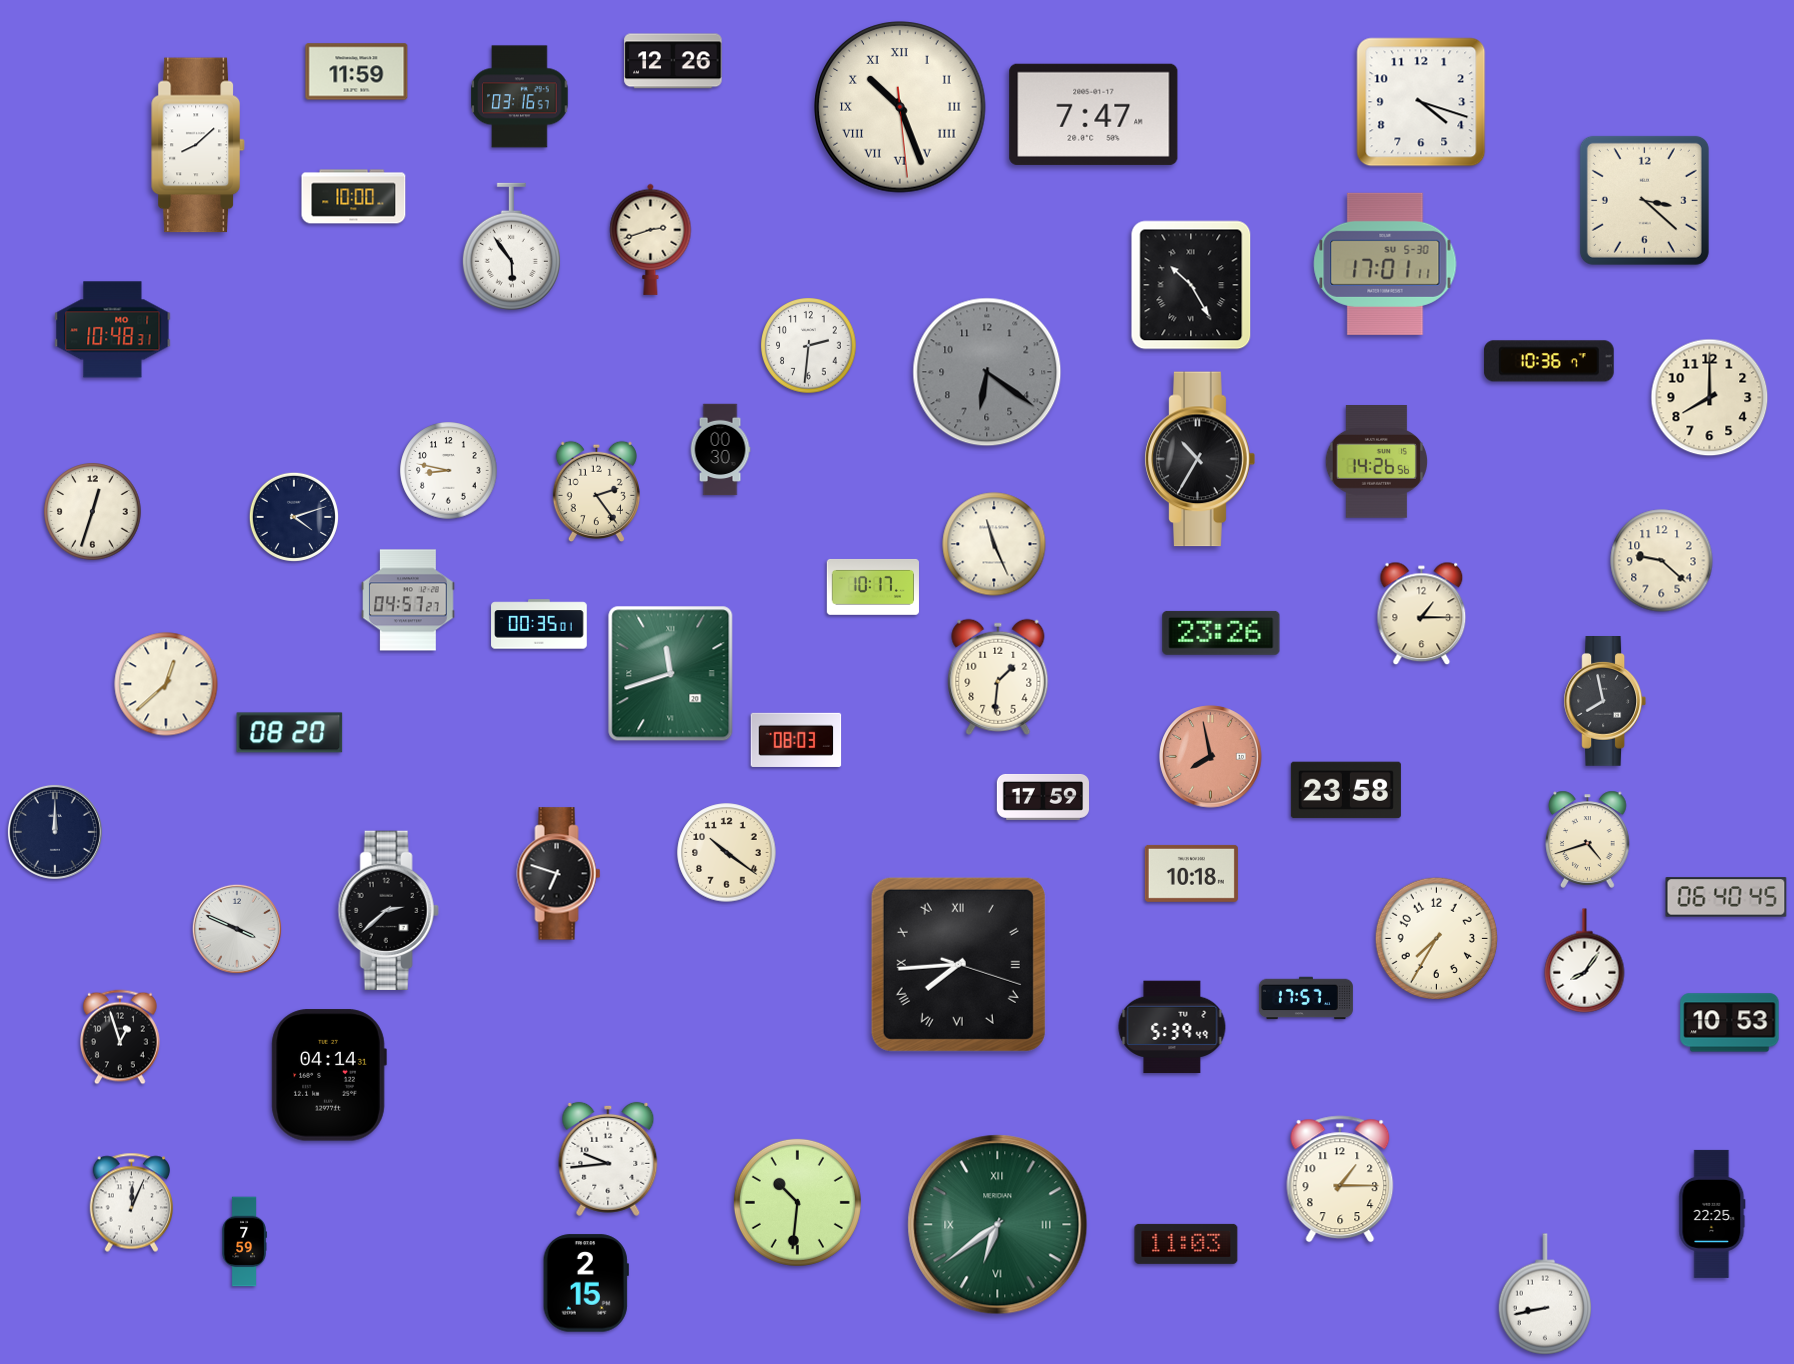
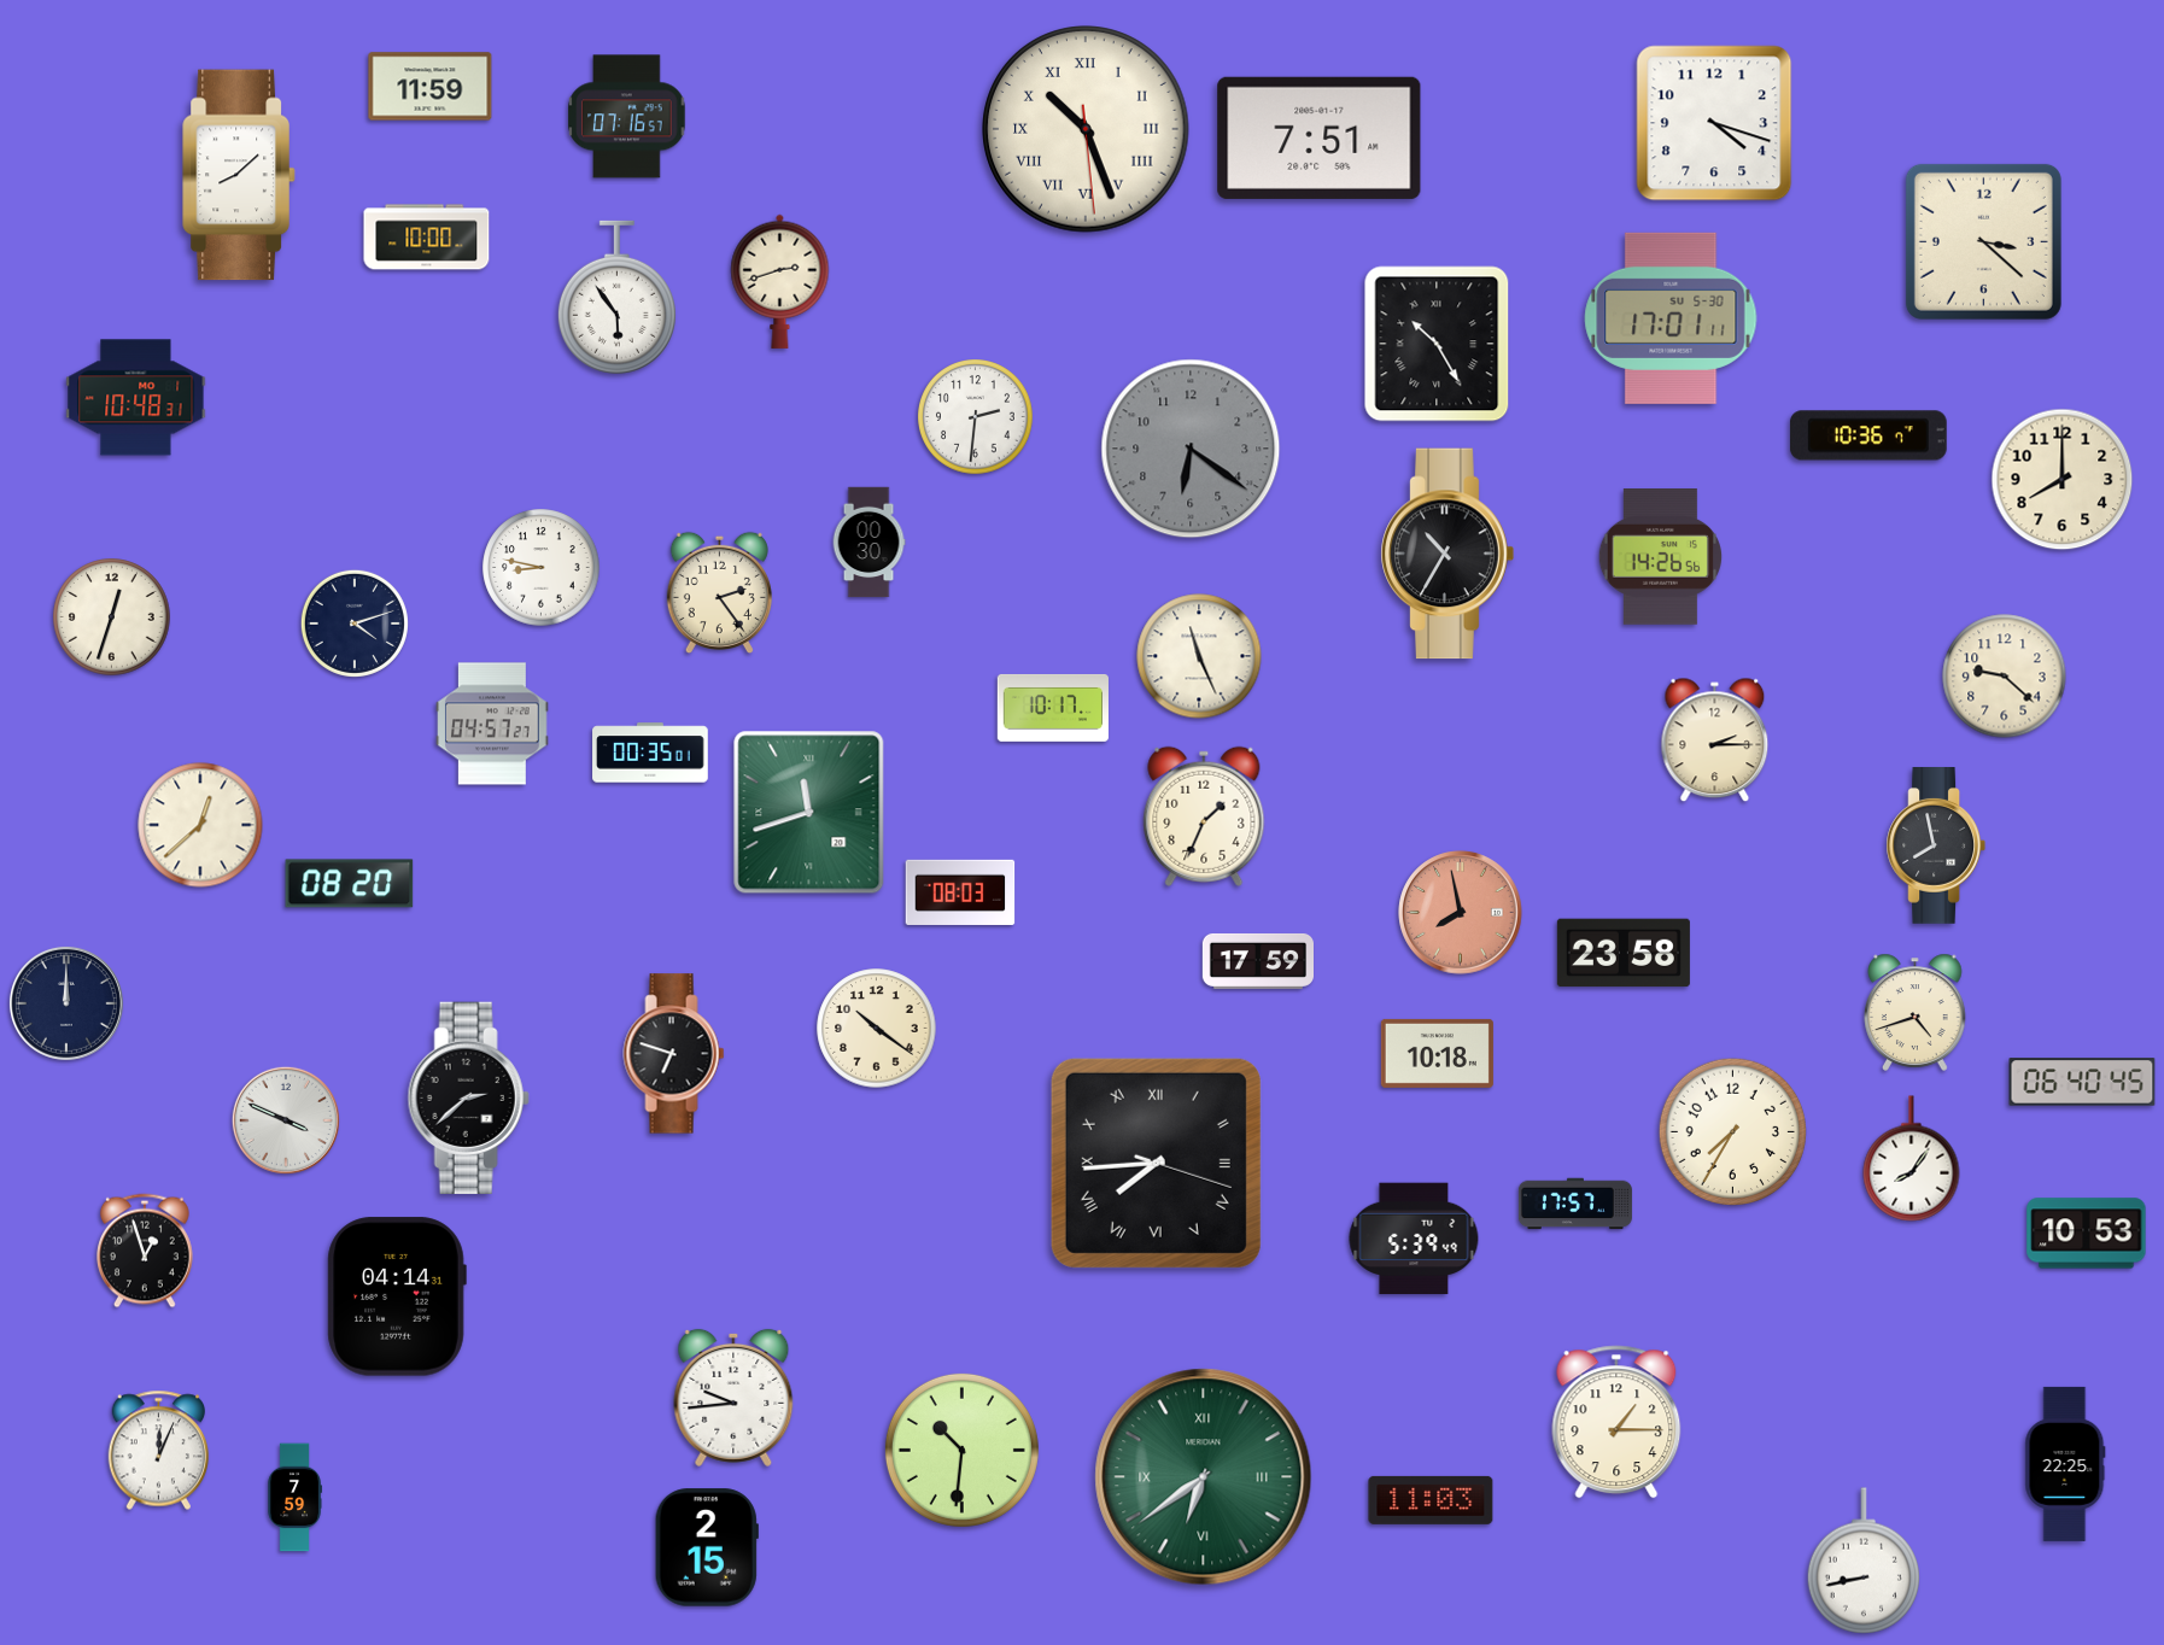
clock at (673, 61): 12:26 -> none
clock at (520, 97): 03:16 -> 07:16
clock at (1094, 114): 7:47 -> 7:51
clock at (651, 239) position: (651, 239) -> (780, 281)
clock at (1422, 614): 1:15 -> 2:15
clock at (1221, 633): 23:26 -> none
clock at (998, 677): 1:31 -> 1:34
